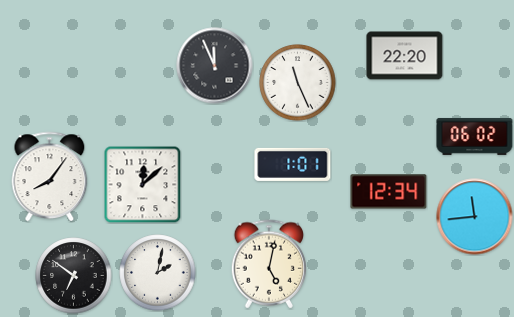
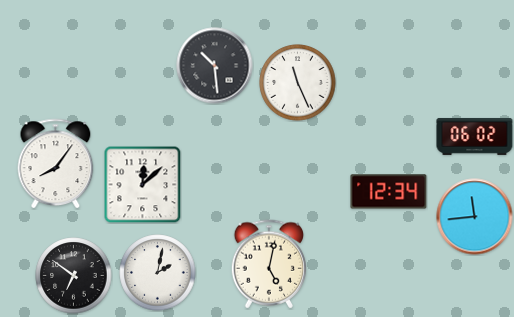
clock at (405, 56): 22:20 -> none
clock at (215, 66): 11:56 -> 10:29
clock at (293, 164): 1:01 -> none
clock at (50, 176) position: (50, 176) -> (56, 163)
